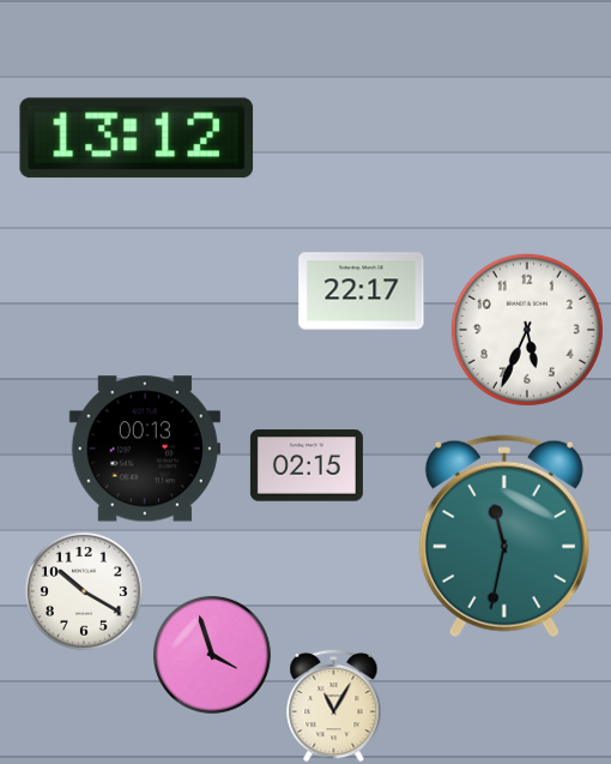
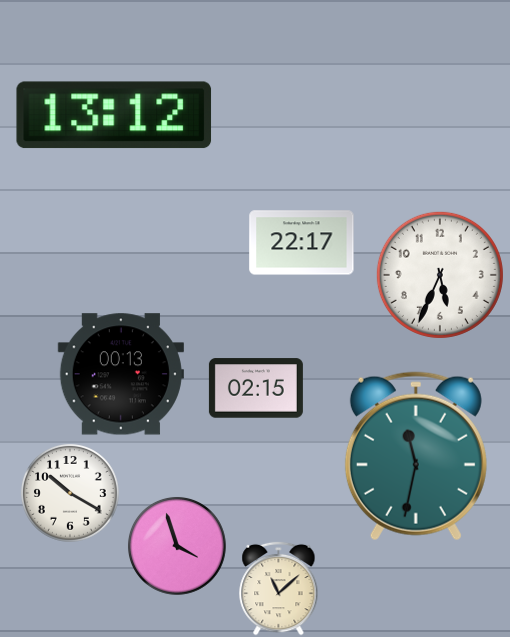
clock at (504, 536) position: (504, 536) -> (416, 456)
clock at (334, 705): 11:05 -> 11:08
